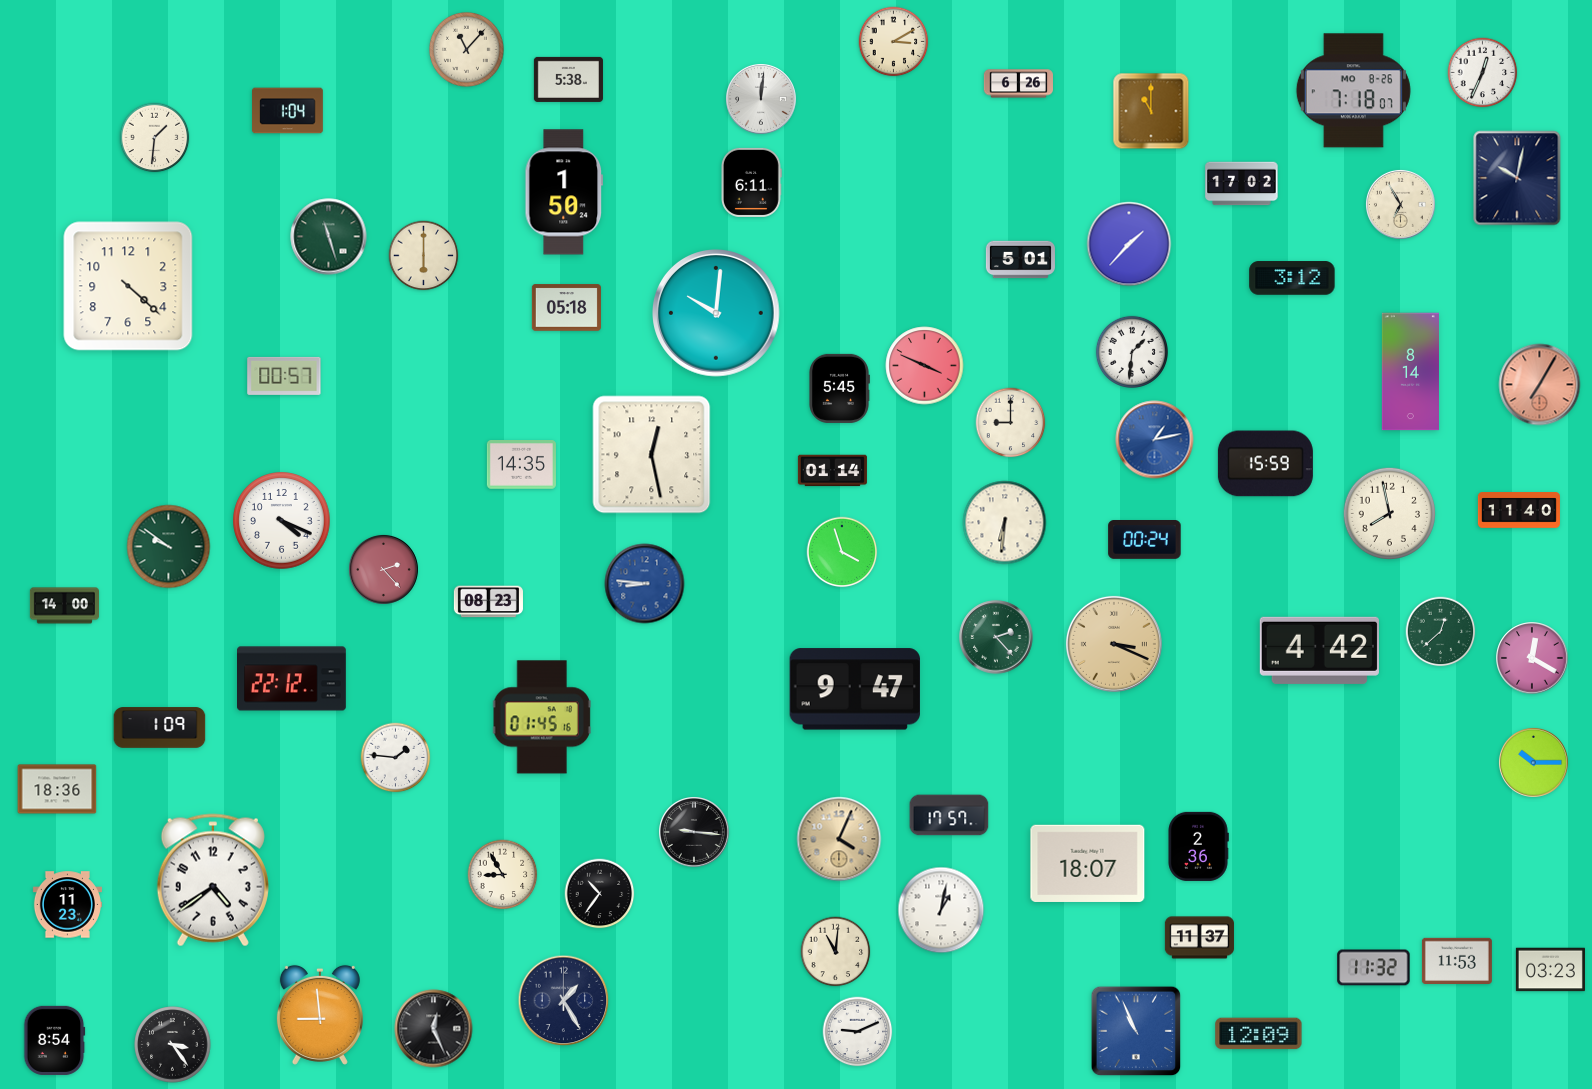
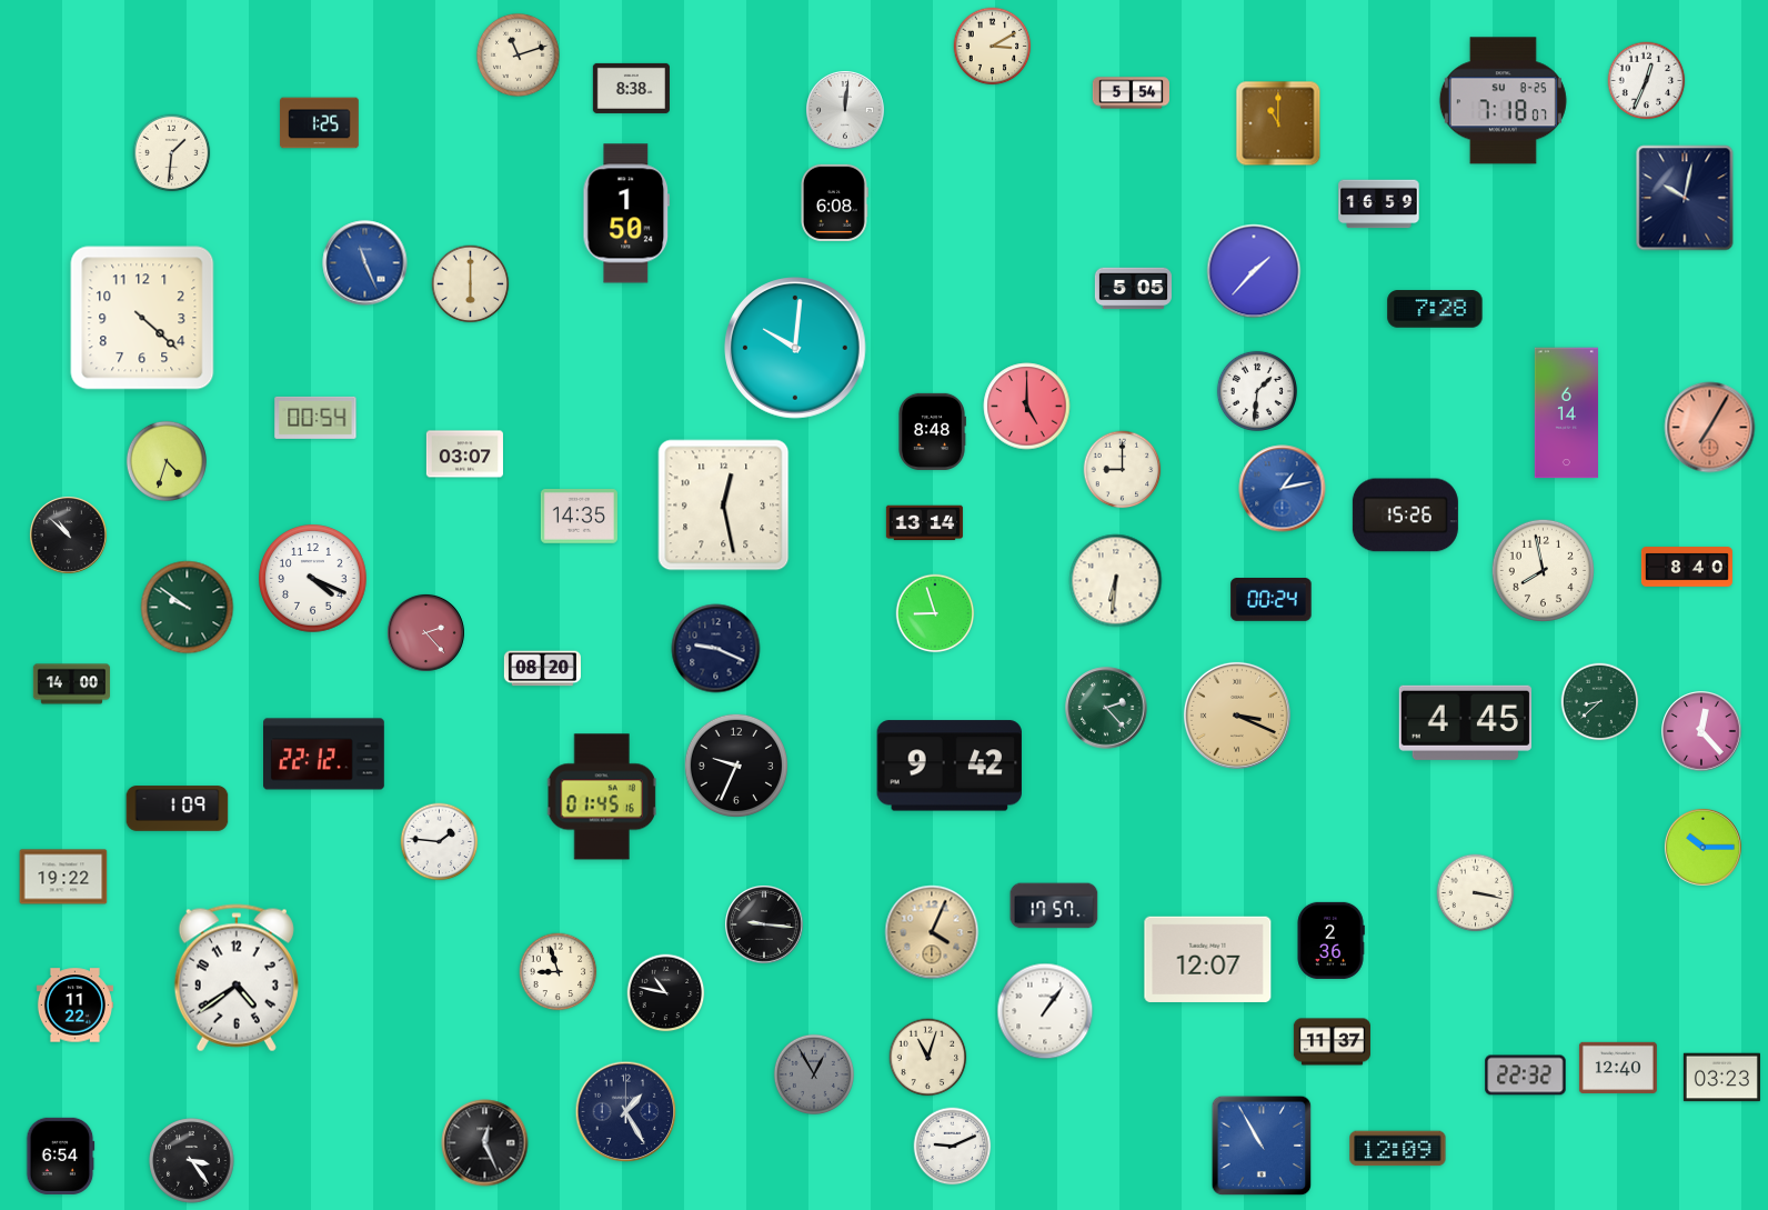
clock at (466, 49): 11:07 -> 11:12
clock at (568, 79): 5:38 -> 8:38
clock at (1018, 84): 6:26 -> 5:54
clock at (1353, 91) date: MO 8-26 -> SU 8-25
clock at (288, 111): 1:04 -> 1:25
clock at (752, 182): 6:11 -> 6:08
clock at (1242, 184): 17:02 -> 16:59
clock at (1400, 204): 6:55 -> none
clock at (329, 237): 11:27 -> 11:26
clock at (329, 237) dial: green -> blue
clock at (1020, 260): 5:01 -> 5:05
clock at (1292, 278): 3:12 -> 7:28
clock at (566, 308): 05:18 -> none
clock at (925, 366): 3:49 -> 5:00
clock at (1410, 372): 8:14 -> 6:14
clock at (284, 376): 00:57 -> 00:54
clock at (839, 388): 5:45 -> 8:48
clock at (464, 454): none -> 03:07
clock at (165, 460): none -> 4:33
clock at (1265, 464): 15:59 -> 15:26
clock at (832, 471): 01:14 -> 13:14
clock at (68, 534): none -> 10:52
clock at (1519, 510): 11:40 -> 8:40
clock at (842, 552): 3:57 -> 8:57
clock at (645, 584): 8:46 -> 9:19
clock at (645, 584) dial: blue -> navy
clock at (488, 602): 08:23 -> 08:20
clock at (64, 606) position: (64, 606) -> (71, 684)
clock at (1441, 632): 12:38 -> 8:38
clock at (1319, 650): 4:42 -> 4:45
clock at (1532, 658): 12:20 -> 12:23
clock at (736, 766): none -> 9:34
clock at (854, 689): 9:47 -> 9:42
clock at (57, 789): 18:36 -> 19:22
clock at (1476, 893): none -> 3:17
clock at (695, 833) position: (695, 833) -> (765, 926)
clock at (1088, 863): 18:07 -> 12:07
clock at (503, 875): 8:55 -> 8:57
clock at (600, 894): 10:36 -> 10:47
clock at (67, 905): 11:23 -> 11:22
clock at (941, 910): 1:02 -> 1:06
clock at (836, 952): 11:01 -> 11:03
clock at (1457, 960): 11:53 -> 12:40
clock at (813, 1073): none -> 12:55
clock at (1374, 968): 11:32 -> 22:32
clock at (320, 1015): 8:59 -> none
clock at (434, 1029) position: (434, 1029) -> (485, 1143)
clock at (1136, 1031): 10:56 -> 10:55
clock at (55, 1040): 8:54 -> 6:54
